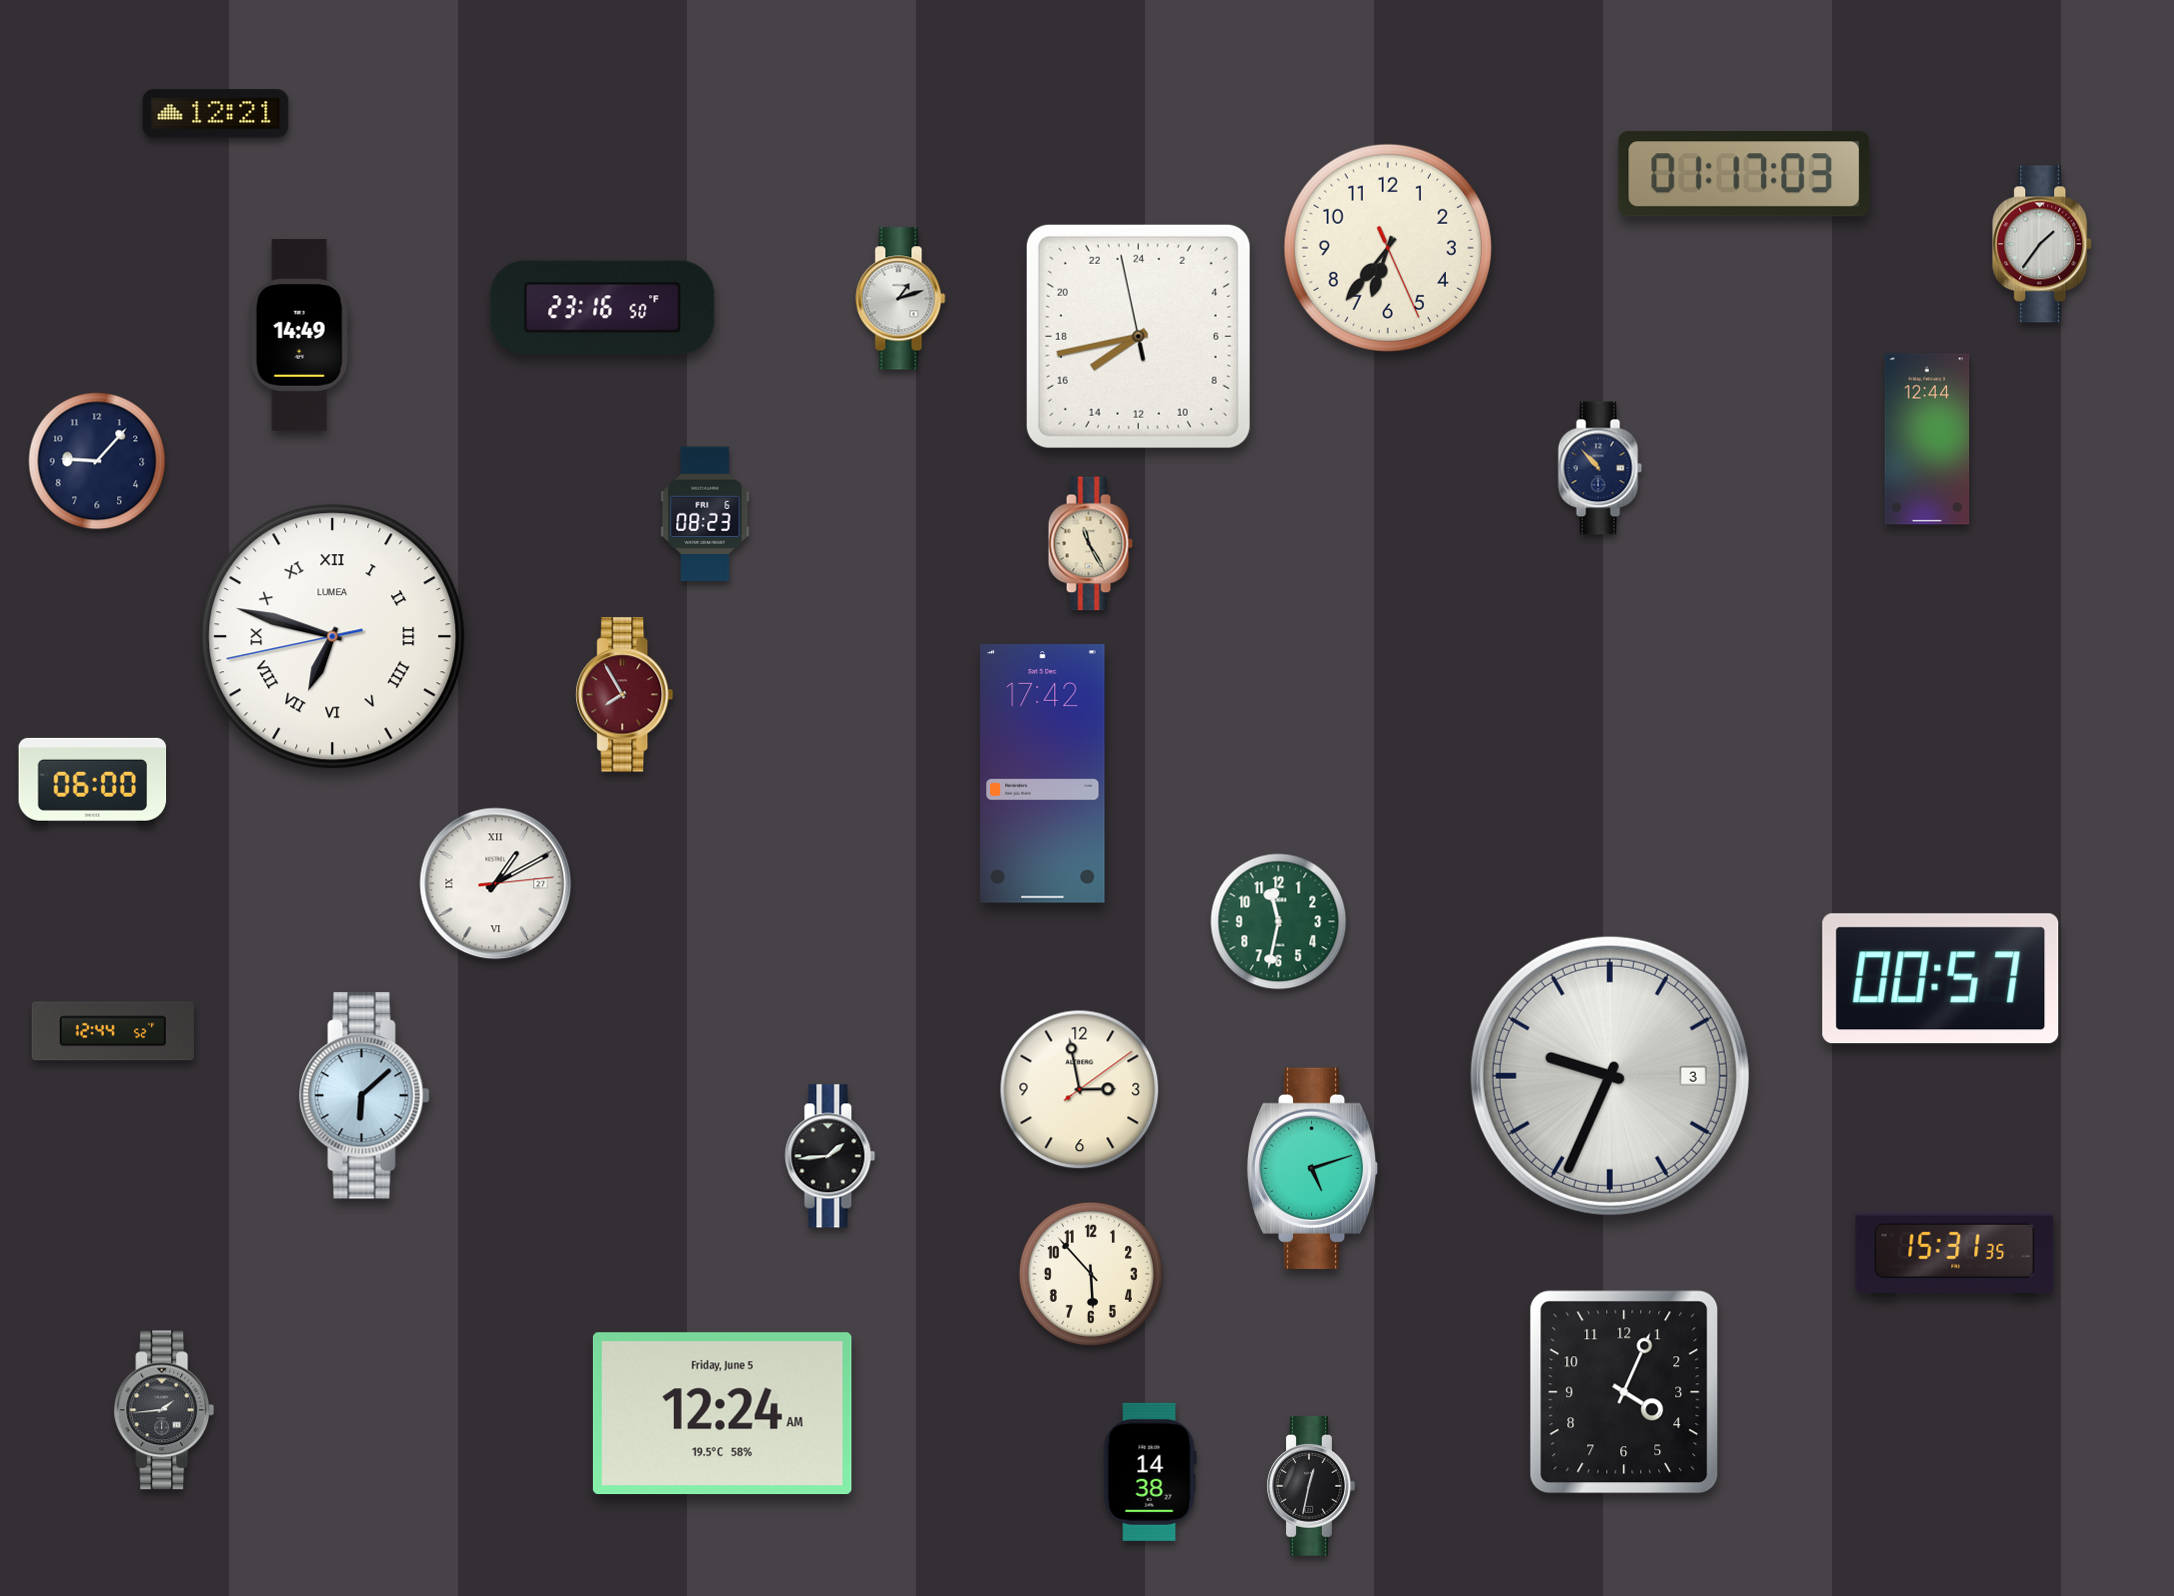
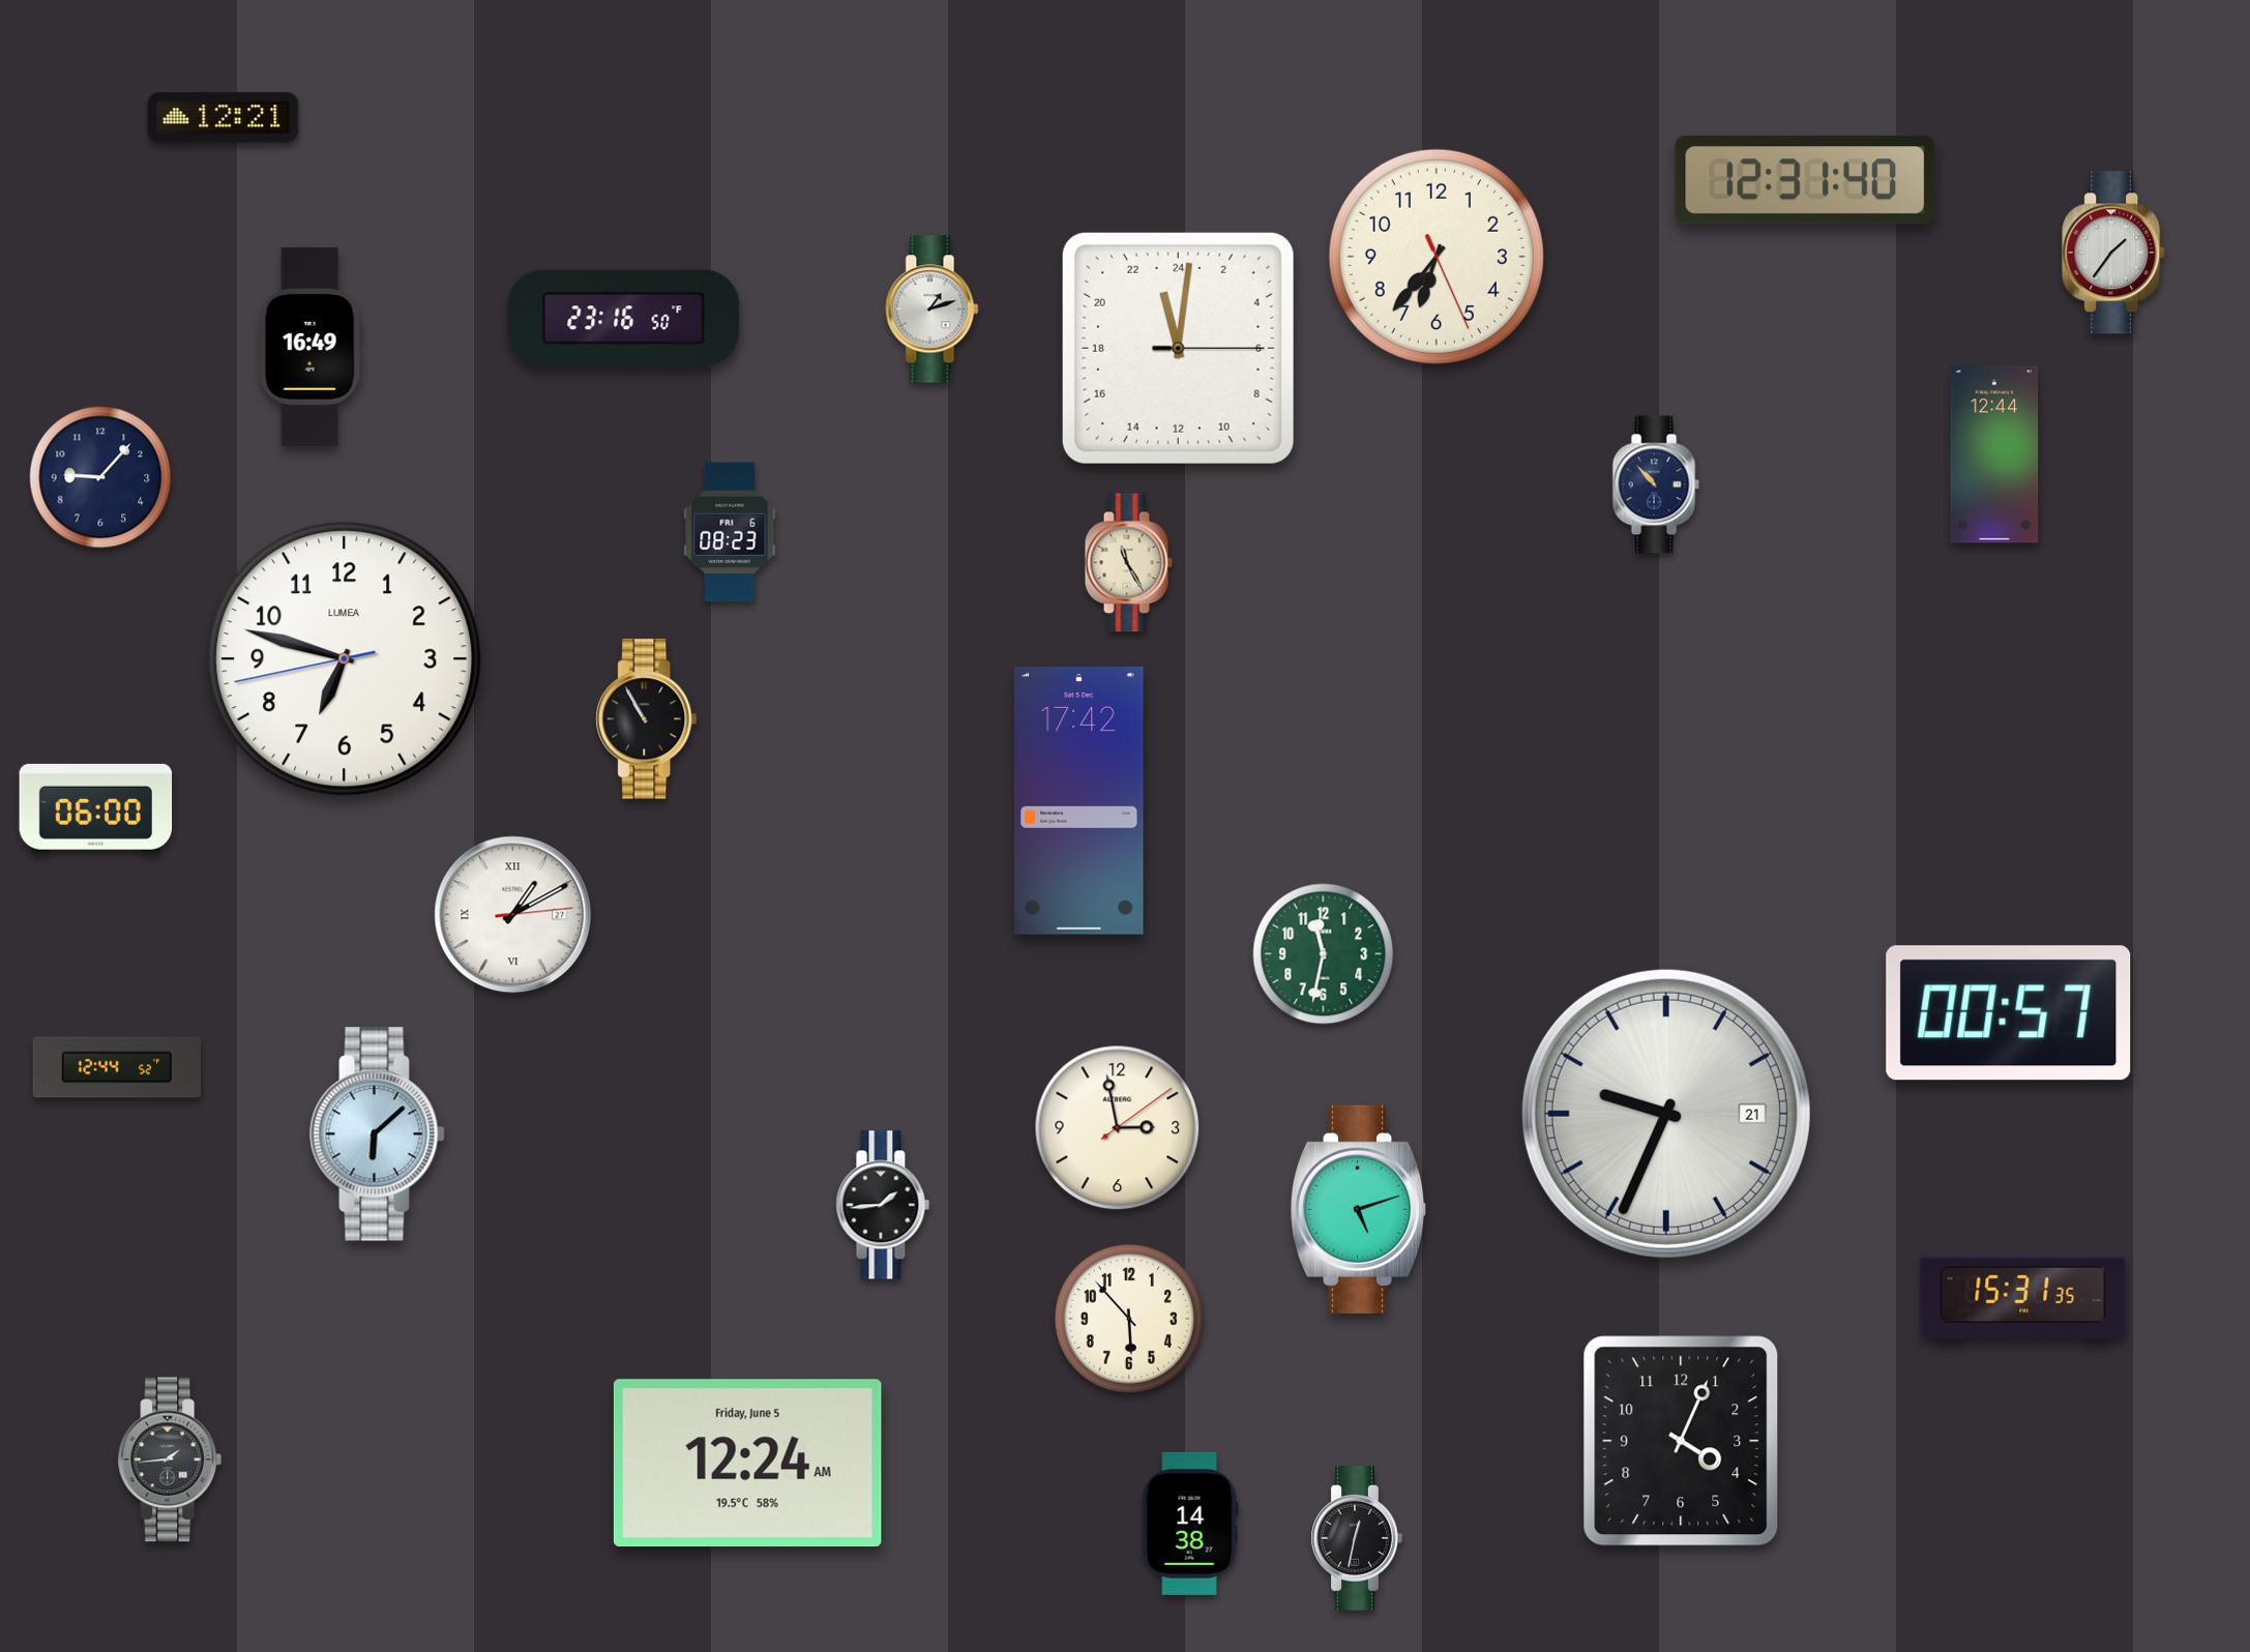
clock at (1744, 174): 01:17 -> 12:31
clock at (300, 336): 14:49 -> 16:49
clock at (1138, 336): 15:42 -> 23:01
clock at (333, 637) numerals: Roman -> Arabic
clock at (625, 695): 7:55 -> 10:55
clock at (625, 695) dial: burgundy -> black
clock at (1610, 1076) date: 3 -> 21
clock at (830, 1156) position: (830, 1156) -> (883, 1205)
